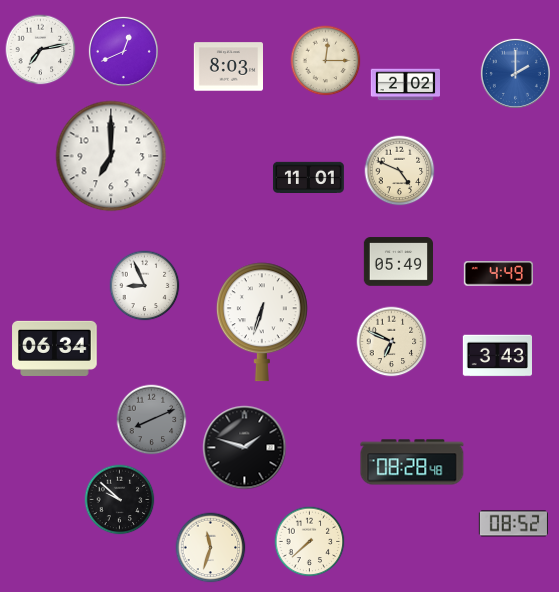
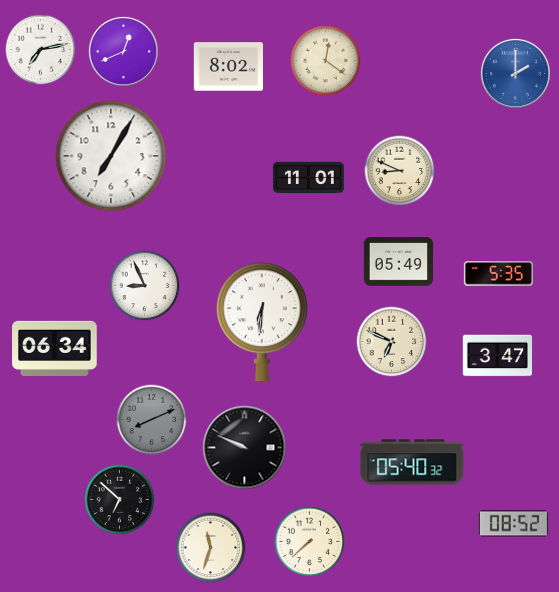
clock at (326, 61): 12:15 -> 12:21
clock at (228, 67): 8:03 -> 8:02
clock at (406, 85): 2:02 -> none
clock at (111, 156): 7:00 -> 7:05
clock at (400, 171): 4:49 -> 8:49
clock at (498, 274): 4:49 -> 5:35
clock at (262, 322): 6:33 -> 6:31
clock at (497, 356): 3:43 -> 3:47
clock at (245, 448): 1:48 -> 9:49
clock at (412, 462): 08:28 -> 05:40
clock at (120, 500): 9:52 -> 6:52
